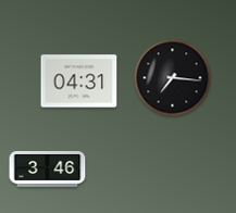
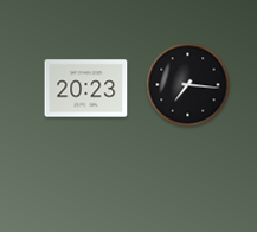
clock at (79, 82): 04:31 -> 20:23
clock at (48, 170): 3:46 -> none
